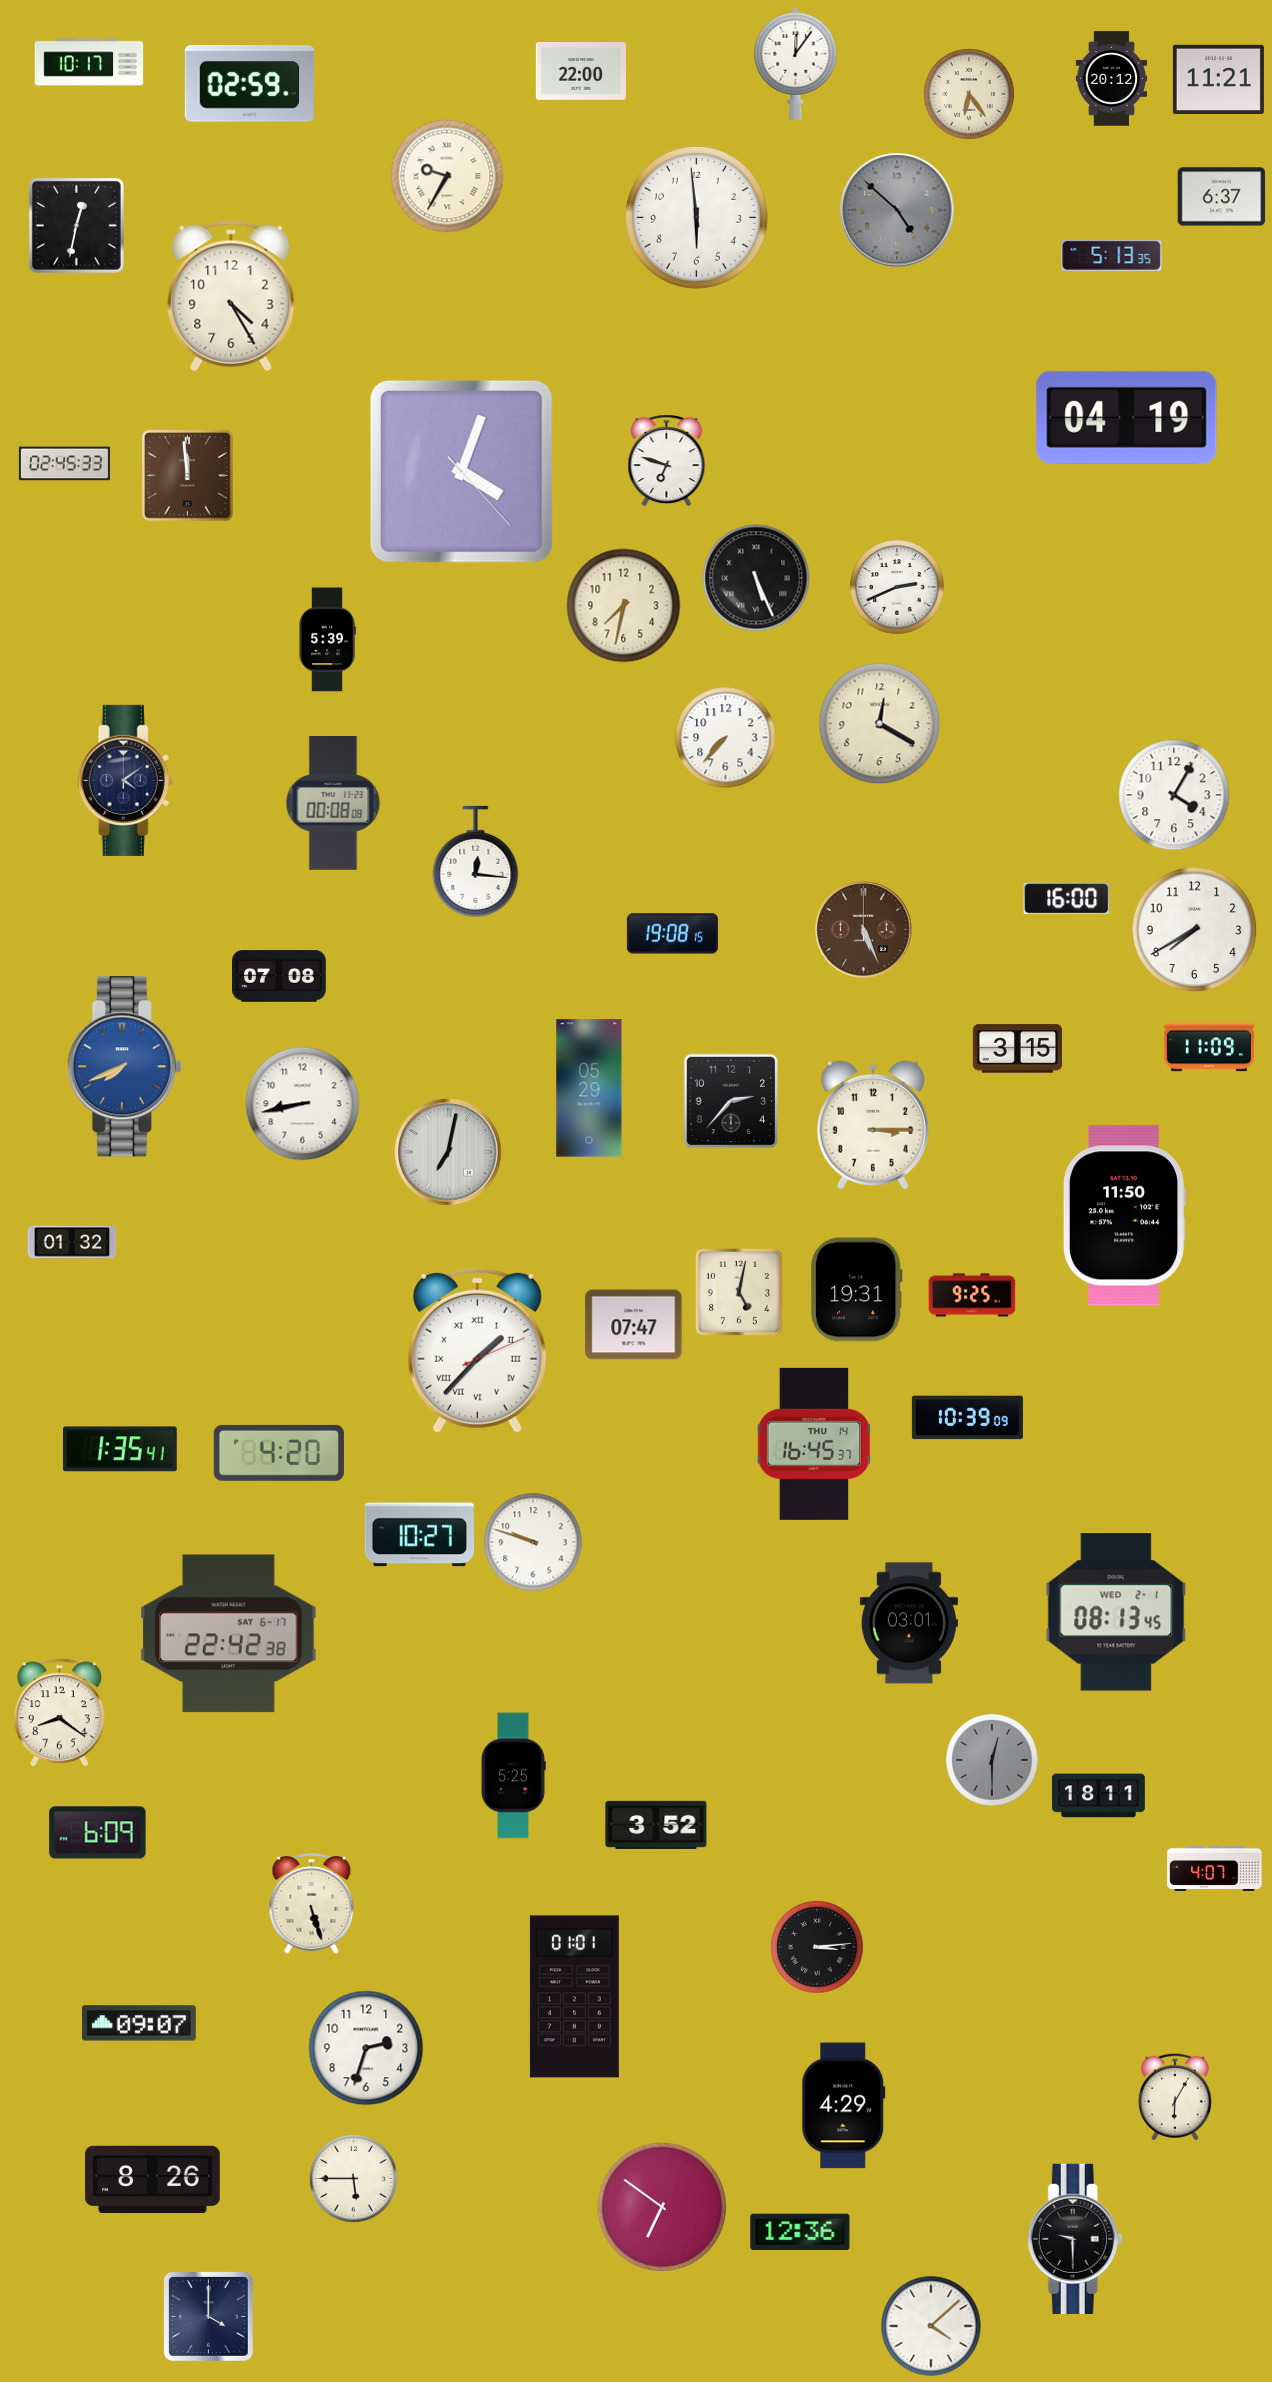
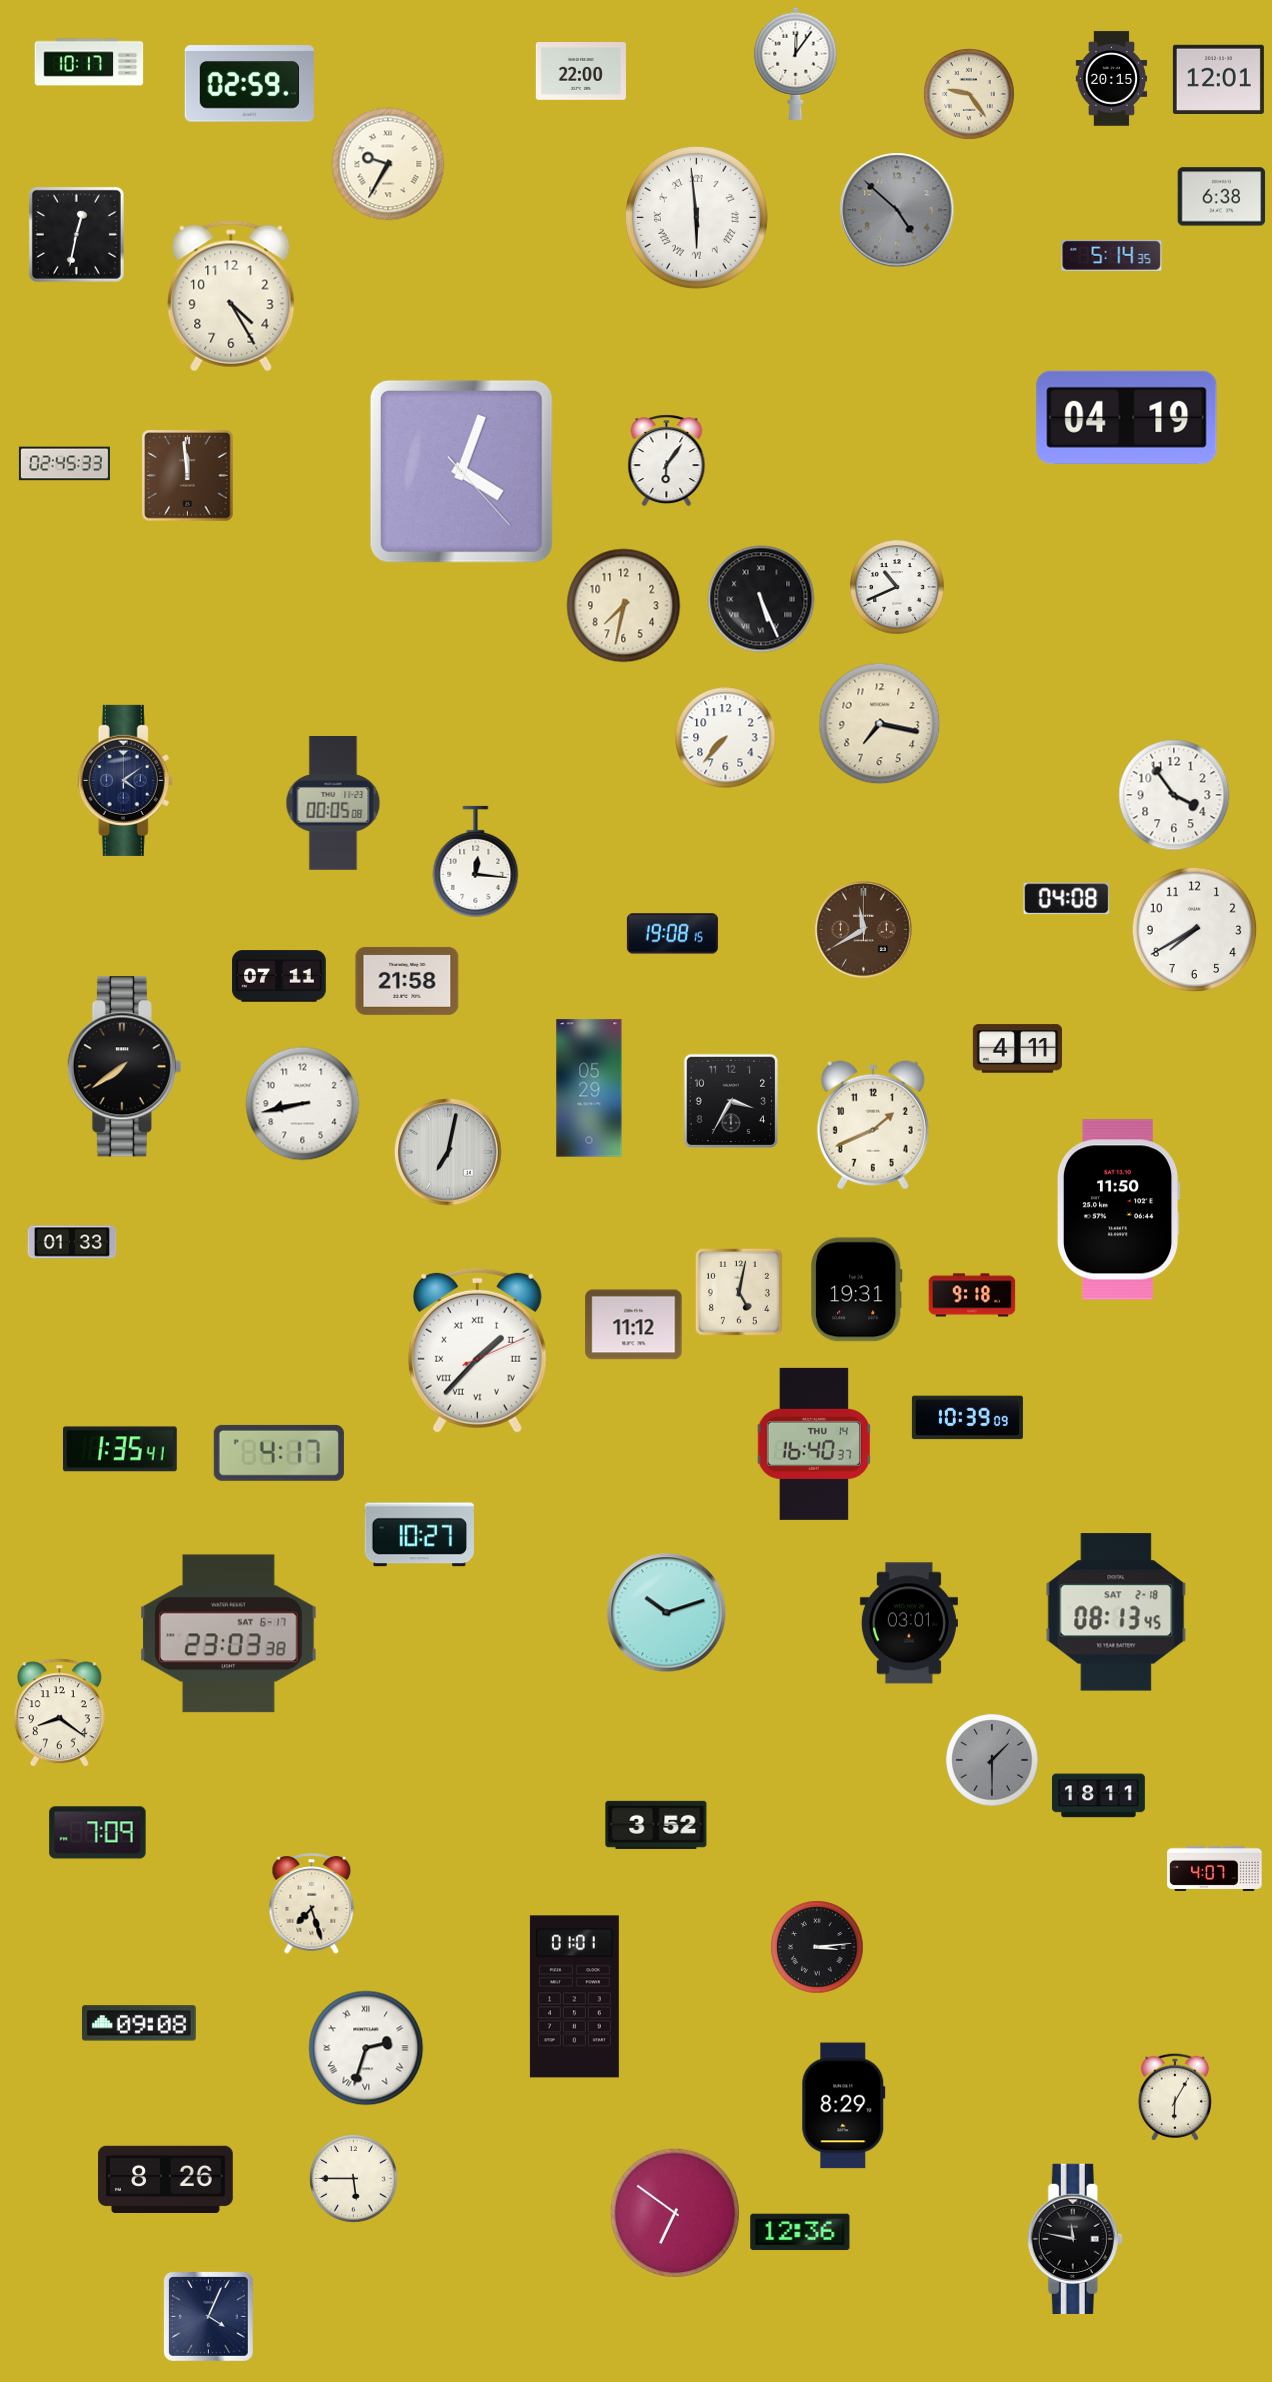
clock at (1112, 79): 20:12 -> 20:15
clock at (1218, 79): 11:21 -> 12:01
clock at (969, 94): 6:24 -> 9:24
clock at (447, 176) position: (447, 176) -> (388, 164)
clock at (1222, 197): 6:37 -> 6:38
clock at (696, 217) numerals: Arabic -> Roman
clock at (76, 225) position: (76, 225) -> (76, 234)
clock at (1112, 255): 5:13 -> 5:14
clock at (667, 461): 6:48 -> 6:06
clock at (756, 578) position: (756, 578) -> (761, 599)
clock at (897, 587): 2:41 -> 10:41
clock at (327, 640): 5:39 -> none
clock at (880, 724): 12:20 -> 7:17
clock at (1174, 795): 4:05 -> 3:54
clock at (333, 804): 00:08 -> 00:05
clock at (1067, 899): 16:00 -> 04:08
clock at (864, 930): 5:26 -> 11:40
clock at (279, 976): 07:08 -> 07:11
clock at (407, 981): none -> 21:58
clock at (1209, 1047): 11:09 -> none
clock at (1017, 1049): 3:15 -> 4:11
clock at (124, 1067): 7:41 -> 7:39
clock at (124, 1067) dial: blue -> black
clock at (730, 1100): 2:37 -> 3:35
clock at (873, 1125): 3:15 -> 1:41
clock at (1124, 1216) position: (1124, 1216) -> (1118, 1210)
clock at (72, 1242): 01:32 -> 01:33
clock at (972, 1295): 9:25 -> 9:18
clock at (634, 1325): 07:47 -> 11:12
clock at (814, 1444): 16:45 -> 16:40
clock at (279, 1453): 4:20 -> 4:17
clock at (533, 1542): 9:48 -> none
clock at (1116, 1612) date: WED 2-1 -> SAT 2-18
clock at (667, 1613): none -> 10:12
clock at (229, 1634): 22:42 -> 23:03
clock at (992, 1760): 12:30 -> 1:30
clock at (513, 1776): 5:25 -> none
clock at (98, 1833): 6:09 -> 7:09
clock at (312, 1904): 5:27 -> 7:27
clock at (139, 2023): 09:07 -> 09:08
clock at (366, 2048) numerals: Arabic -> Roman
clock at (844, 2106): 4:29 -> 8:29
clock at (153, 2179) position: (153, 2179) -> (166, 2179)
clock at (662, 2207) position: (662, 2207) -> (675, 2213)
clock at (1075, 2239): 9:30 -> 11:47
clock at (208, 2316): 4:00 -> 4:04
clock at (931, 2326): 4:08 -> none
